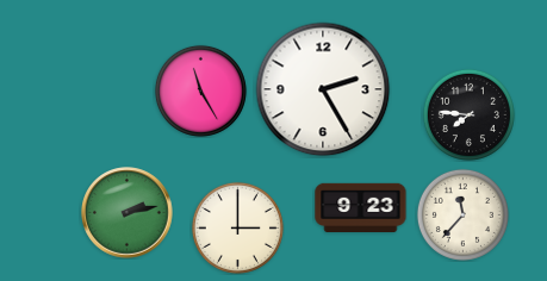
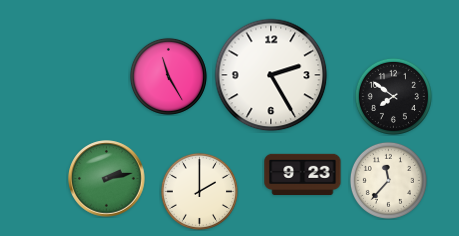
clock at (468, 114): 7:46 -> 7:51
clock at (237, 227): 3:00 -> 2:00
